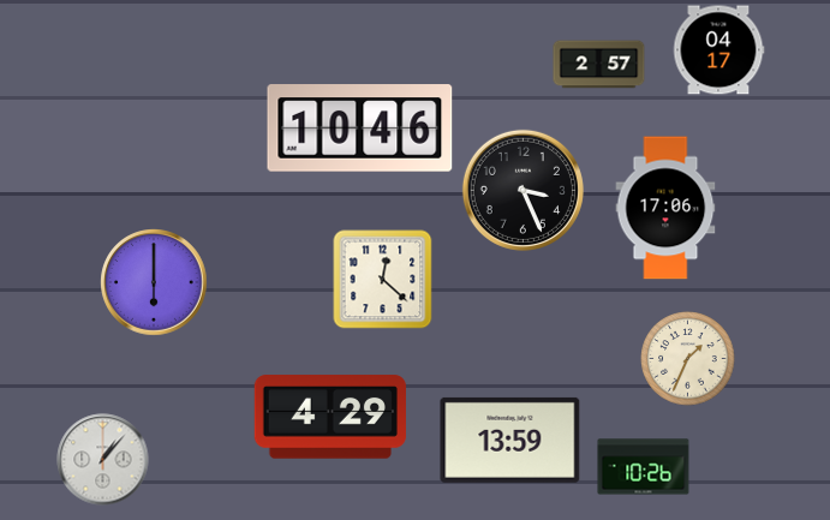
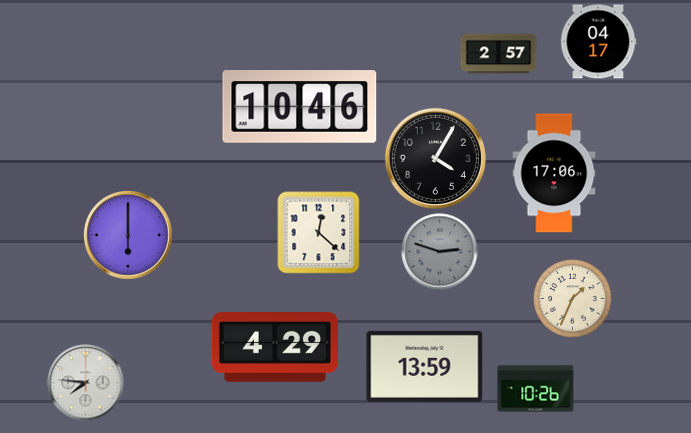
clock at (523, 190): 3:26 -> 4:05
clock at (440, 252): none -> 2:48
clock at (103, 460): 1:07 -> 7:46
